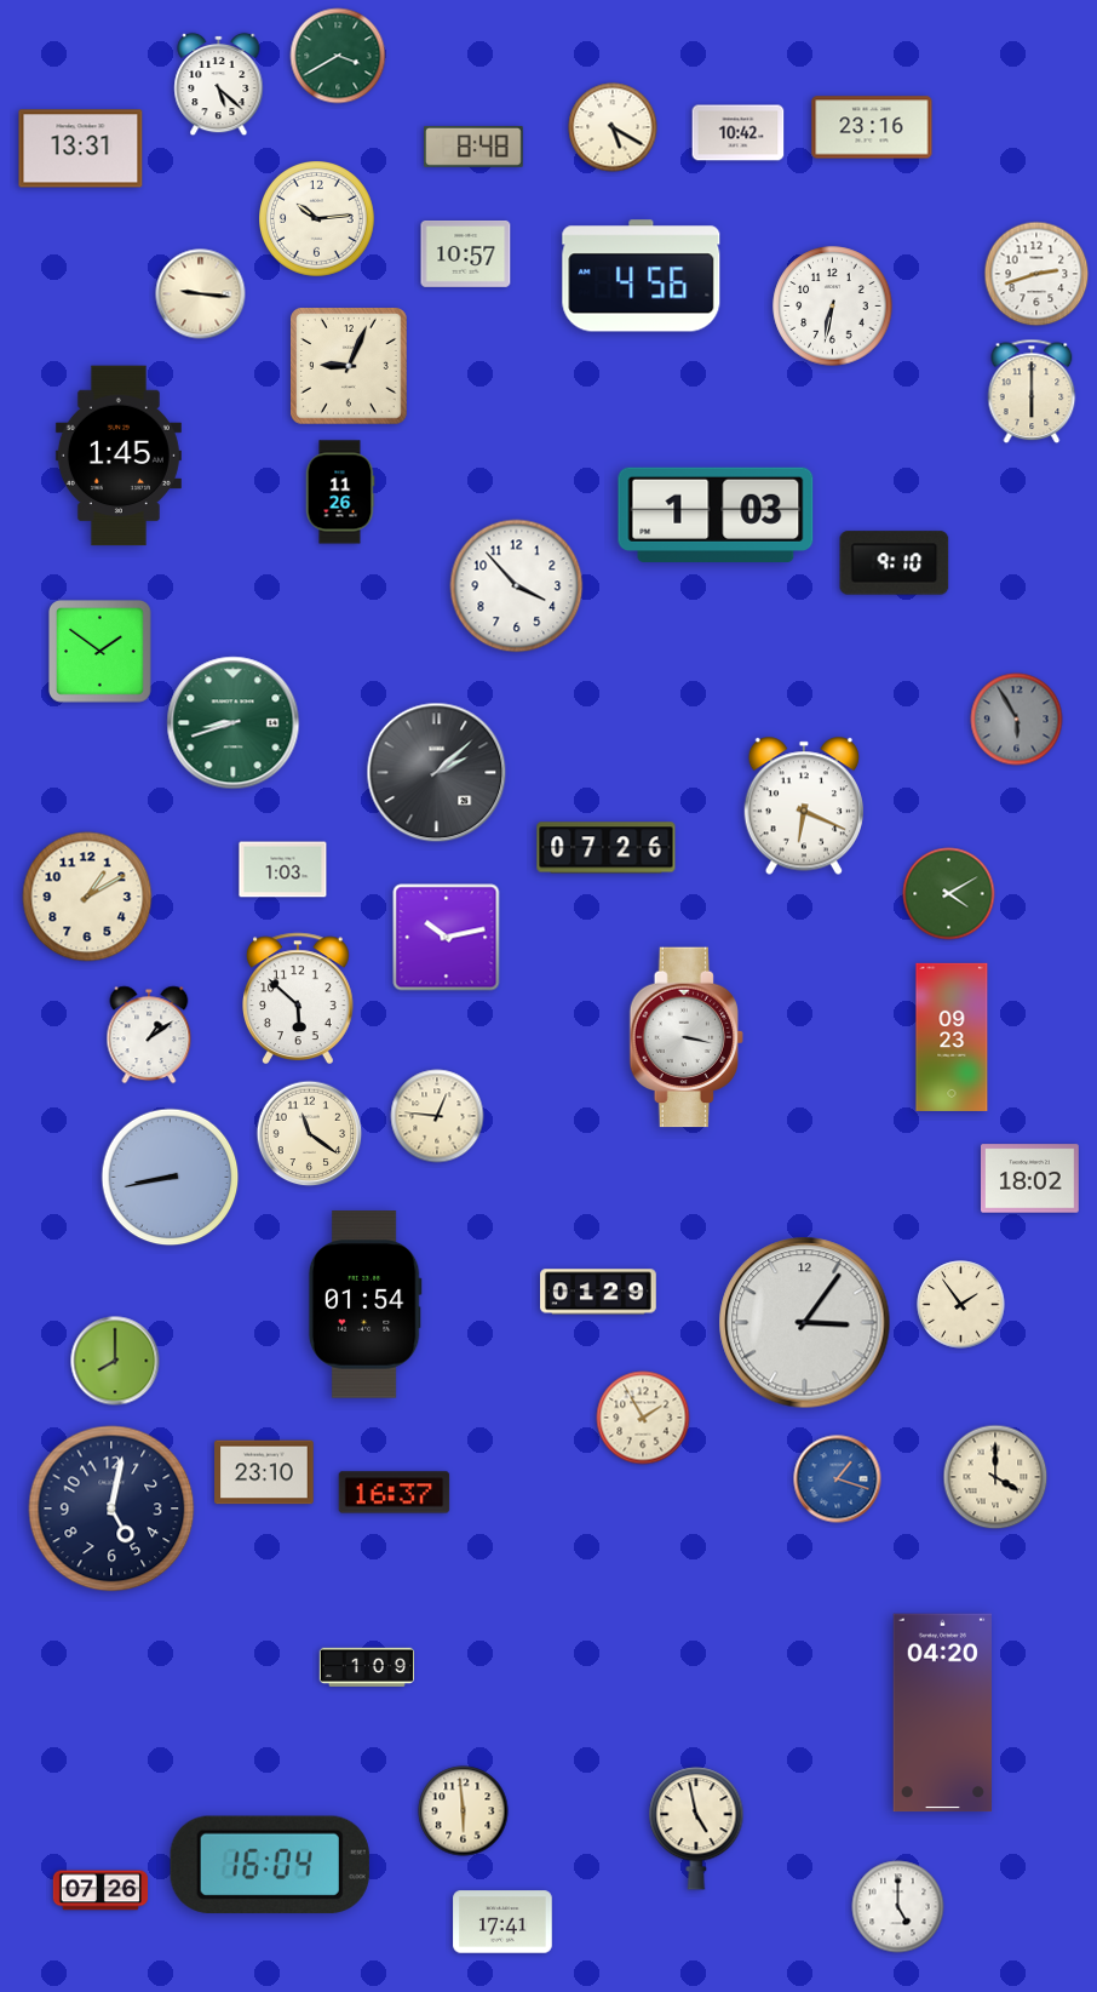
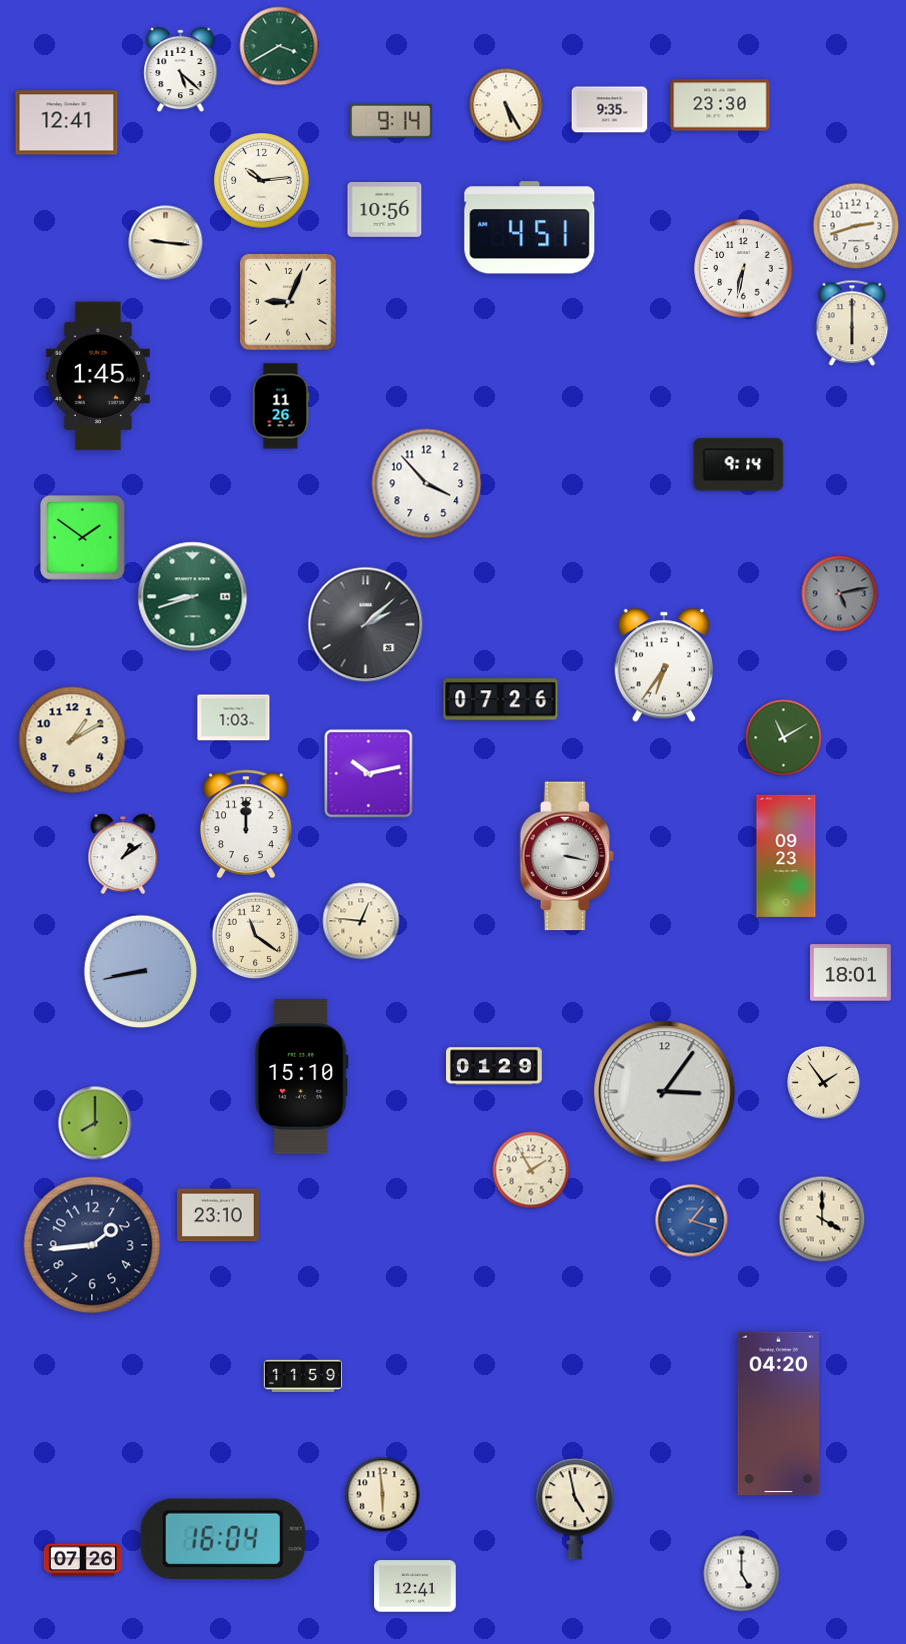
clock at (613, 127): 5:20 -> 5:25
clock at (872, 127): 23:16 -> 23:30
clock at (739, 133): 10:42 -> 9:35
clock at (473, 147): 8:48 -> 9:14
clock at (81, 149): 13:31 -> 12:41
clock at (466, 254): 10:57 -> 10:56
clock at (642, 276): 4:56 -> 4:51
clock at (833, 307) position: (833, 307) -> (744, 269)
clock at (716, 515): 1:03 -> none
clock at (895, 563): 9:10 -> 9:14
clock at (1017, 720): 5:55 -> 5:13
clock at (437, 773) position: (437, 773) -> (366, 625)
clock at (804, 806): 6:19 -> 6:36
clock at (949, 894): 4:10 -> 11:10
clock at (299, 998): 5:52 -> 12:00
clock at (1030, 1179): 18:02 -> 18:01
clock at (364, 1305): 01:54 -> 15:10
clock at (961, 1305) position: (961, 1305) -> (824, 1083)
clock at (395, 1493): 16:37 -> none
clock at (111, 1509): 5:02 -> 1:44
clock at (366, 1667): 1:09 -> 11:59
clock at (502, 1922): 17:41 -> 12:41
